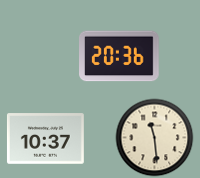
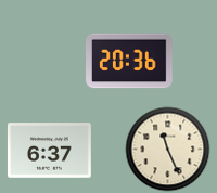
clock at (154, 137): 11:29 -> 11:26
clock at (45, 139): 10:37 -> 6:37
